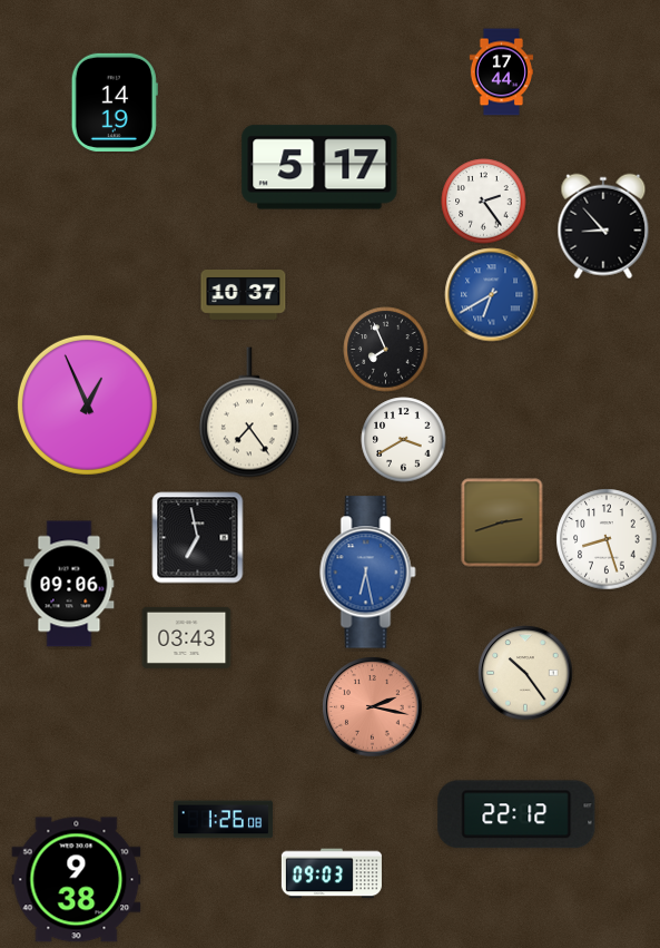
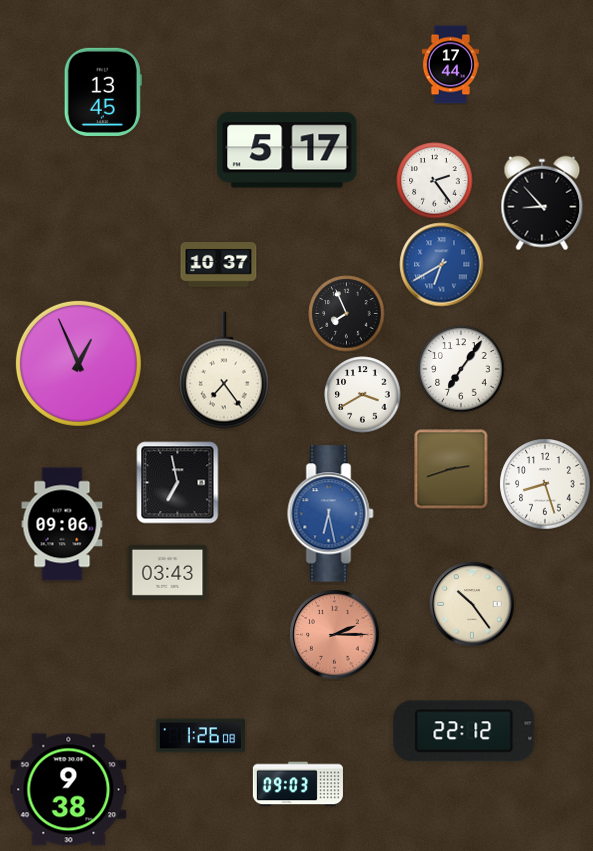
clock at (115, 102): 14:19 -> 13:45
clock at (461, 369): none -> 7:06
clock at (373, 707): 2:17 -> 2:15
